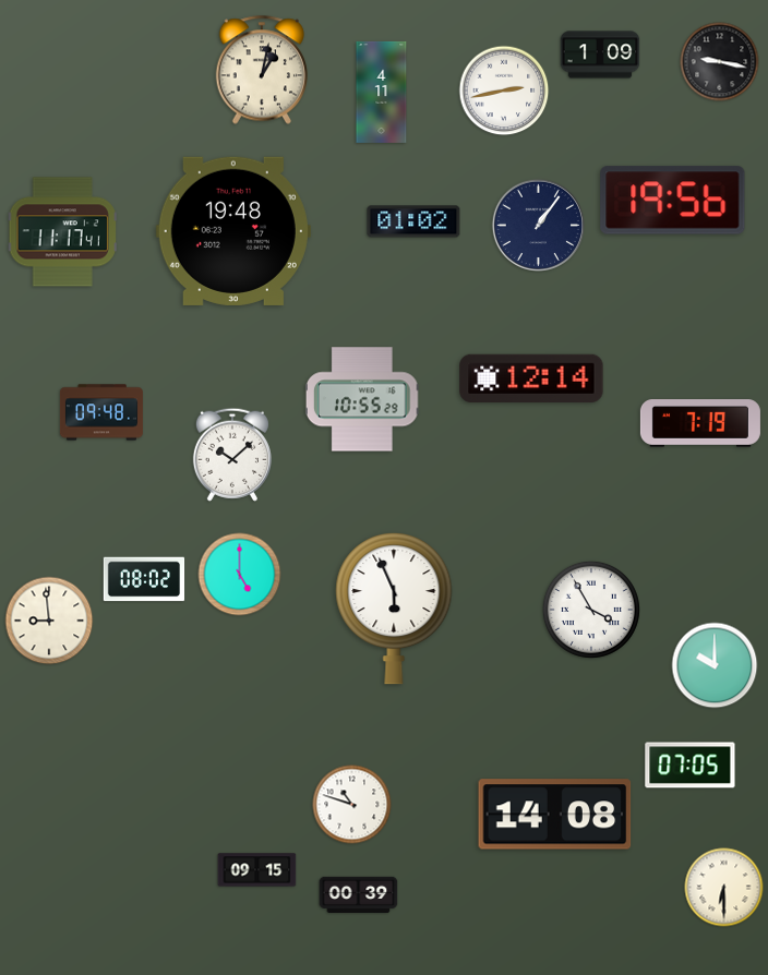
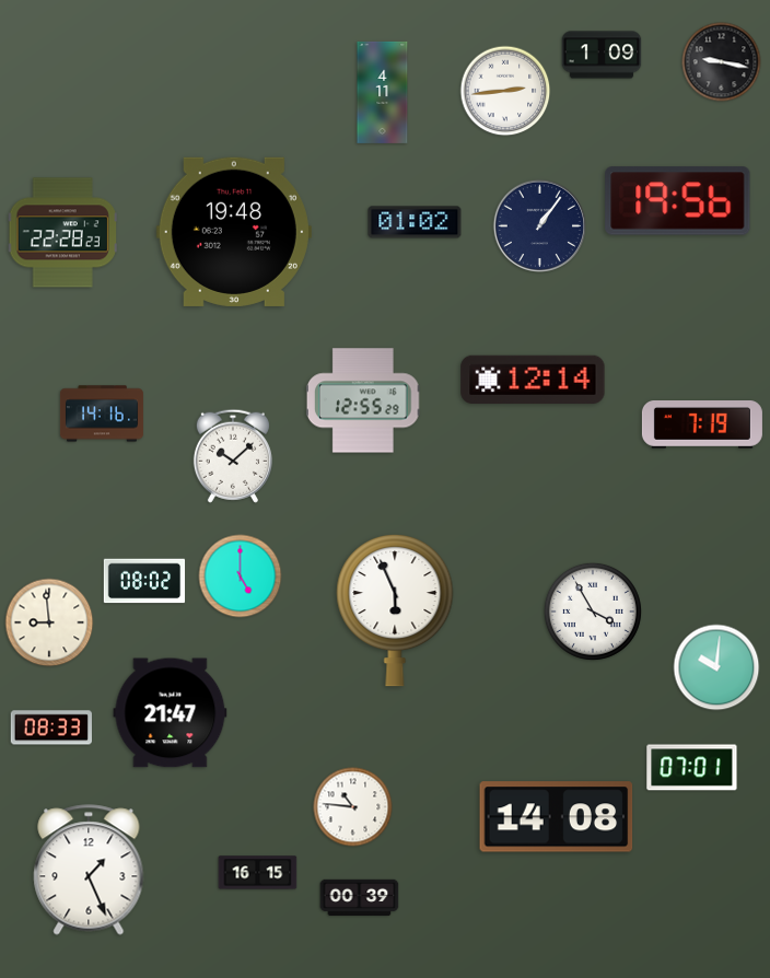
clock at (262, 70): 1:02 -> none
clock at (504, 91): 2:43 -> 2:44
clock at (673, 201) position: (673, 201) -> (678, 201)
clock at (62, 232): 11:17 -> 22:28
clock at (362, 399): 10:55 -> 12:55
clock at (101, 412): 09:48 -> 14:16
clock at (715, 665): 10:00 -> 10:01
clock at (171, 713): none -> 21:47
clock at (50, 727): none -> 08:33
clock at (691, 766): 07:05 -> 07:01
clock at (352, 805): 10:48 -> 10:46
clock at (89, 870): none -> 1:26
clock at (257, 870): 09:15 -> 16:15
clock at (724, 888): 6:30 -> none
